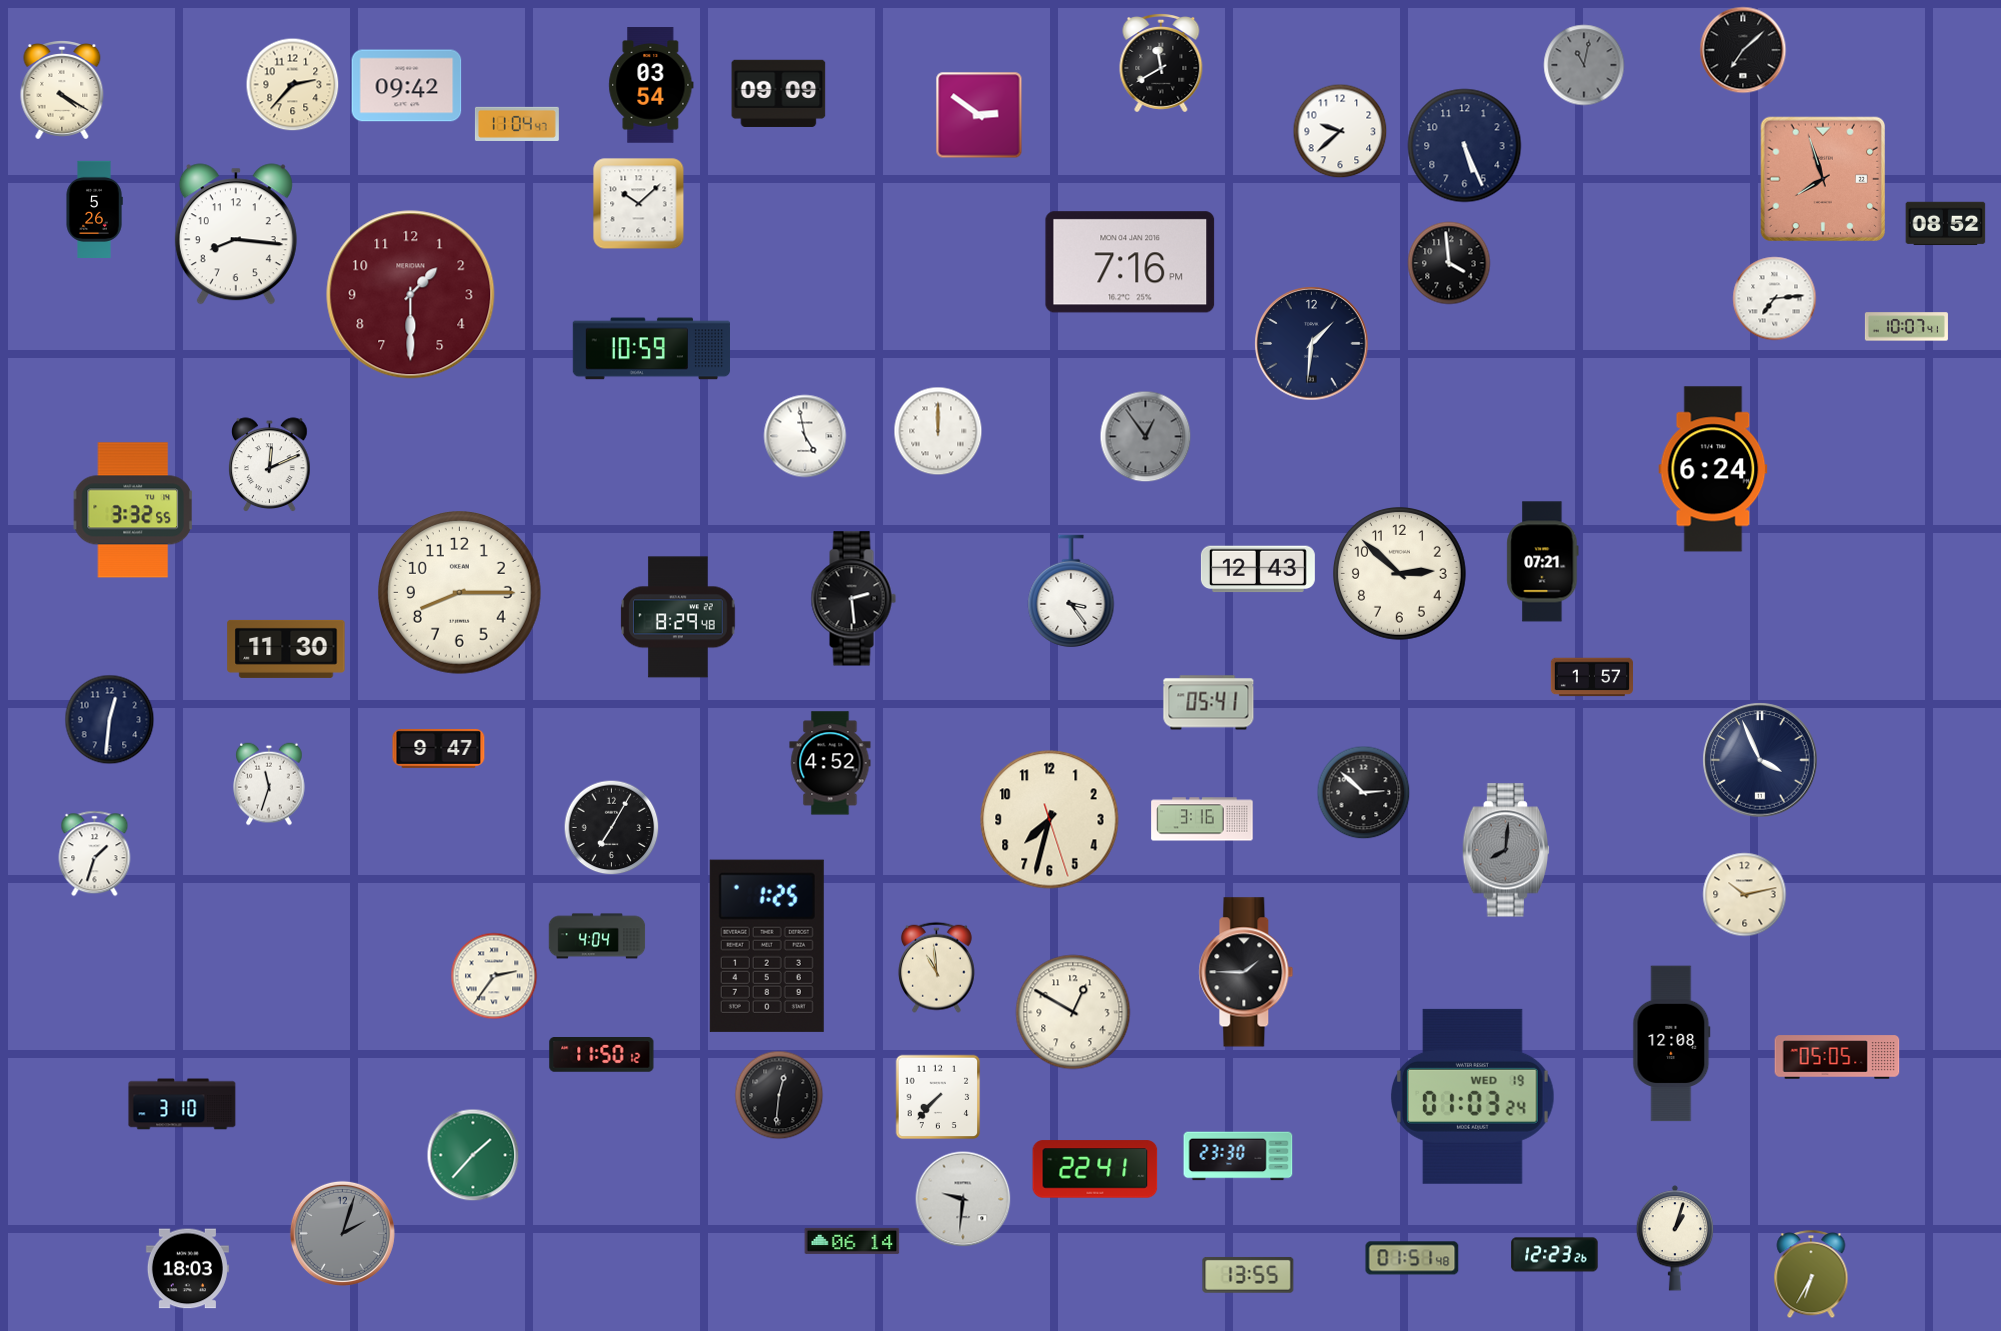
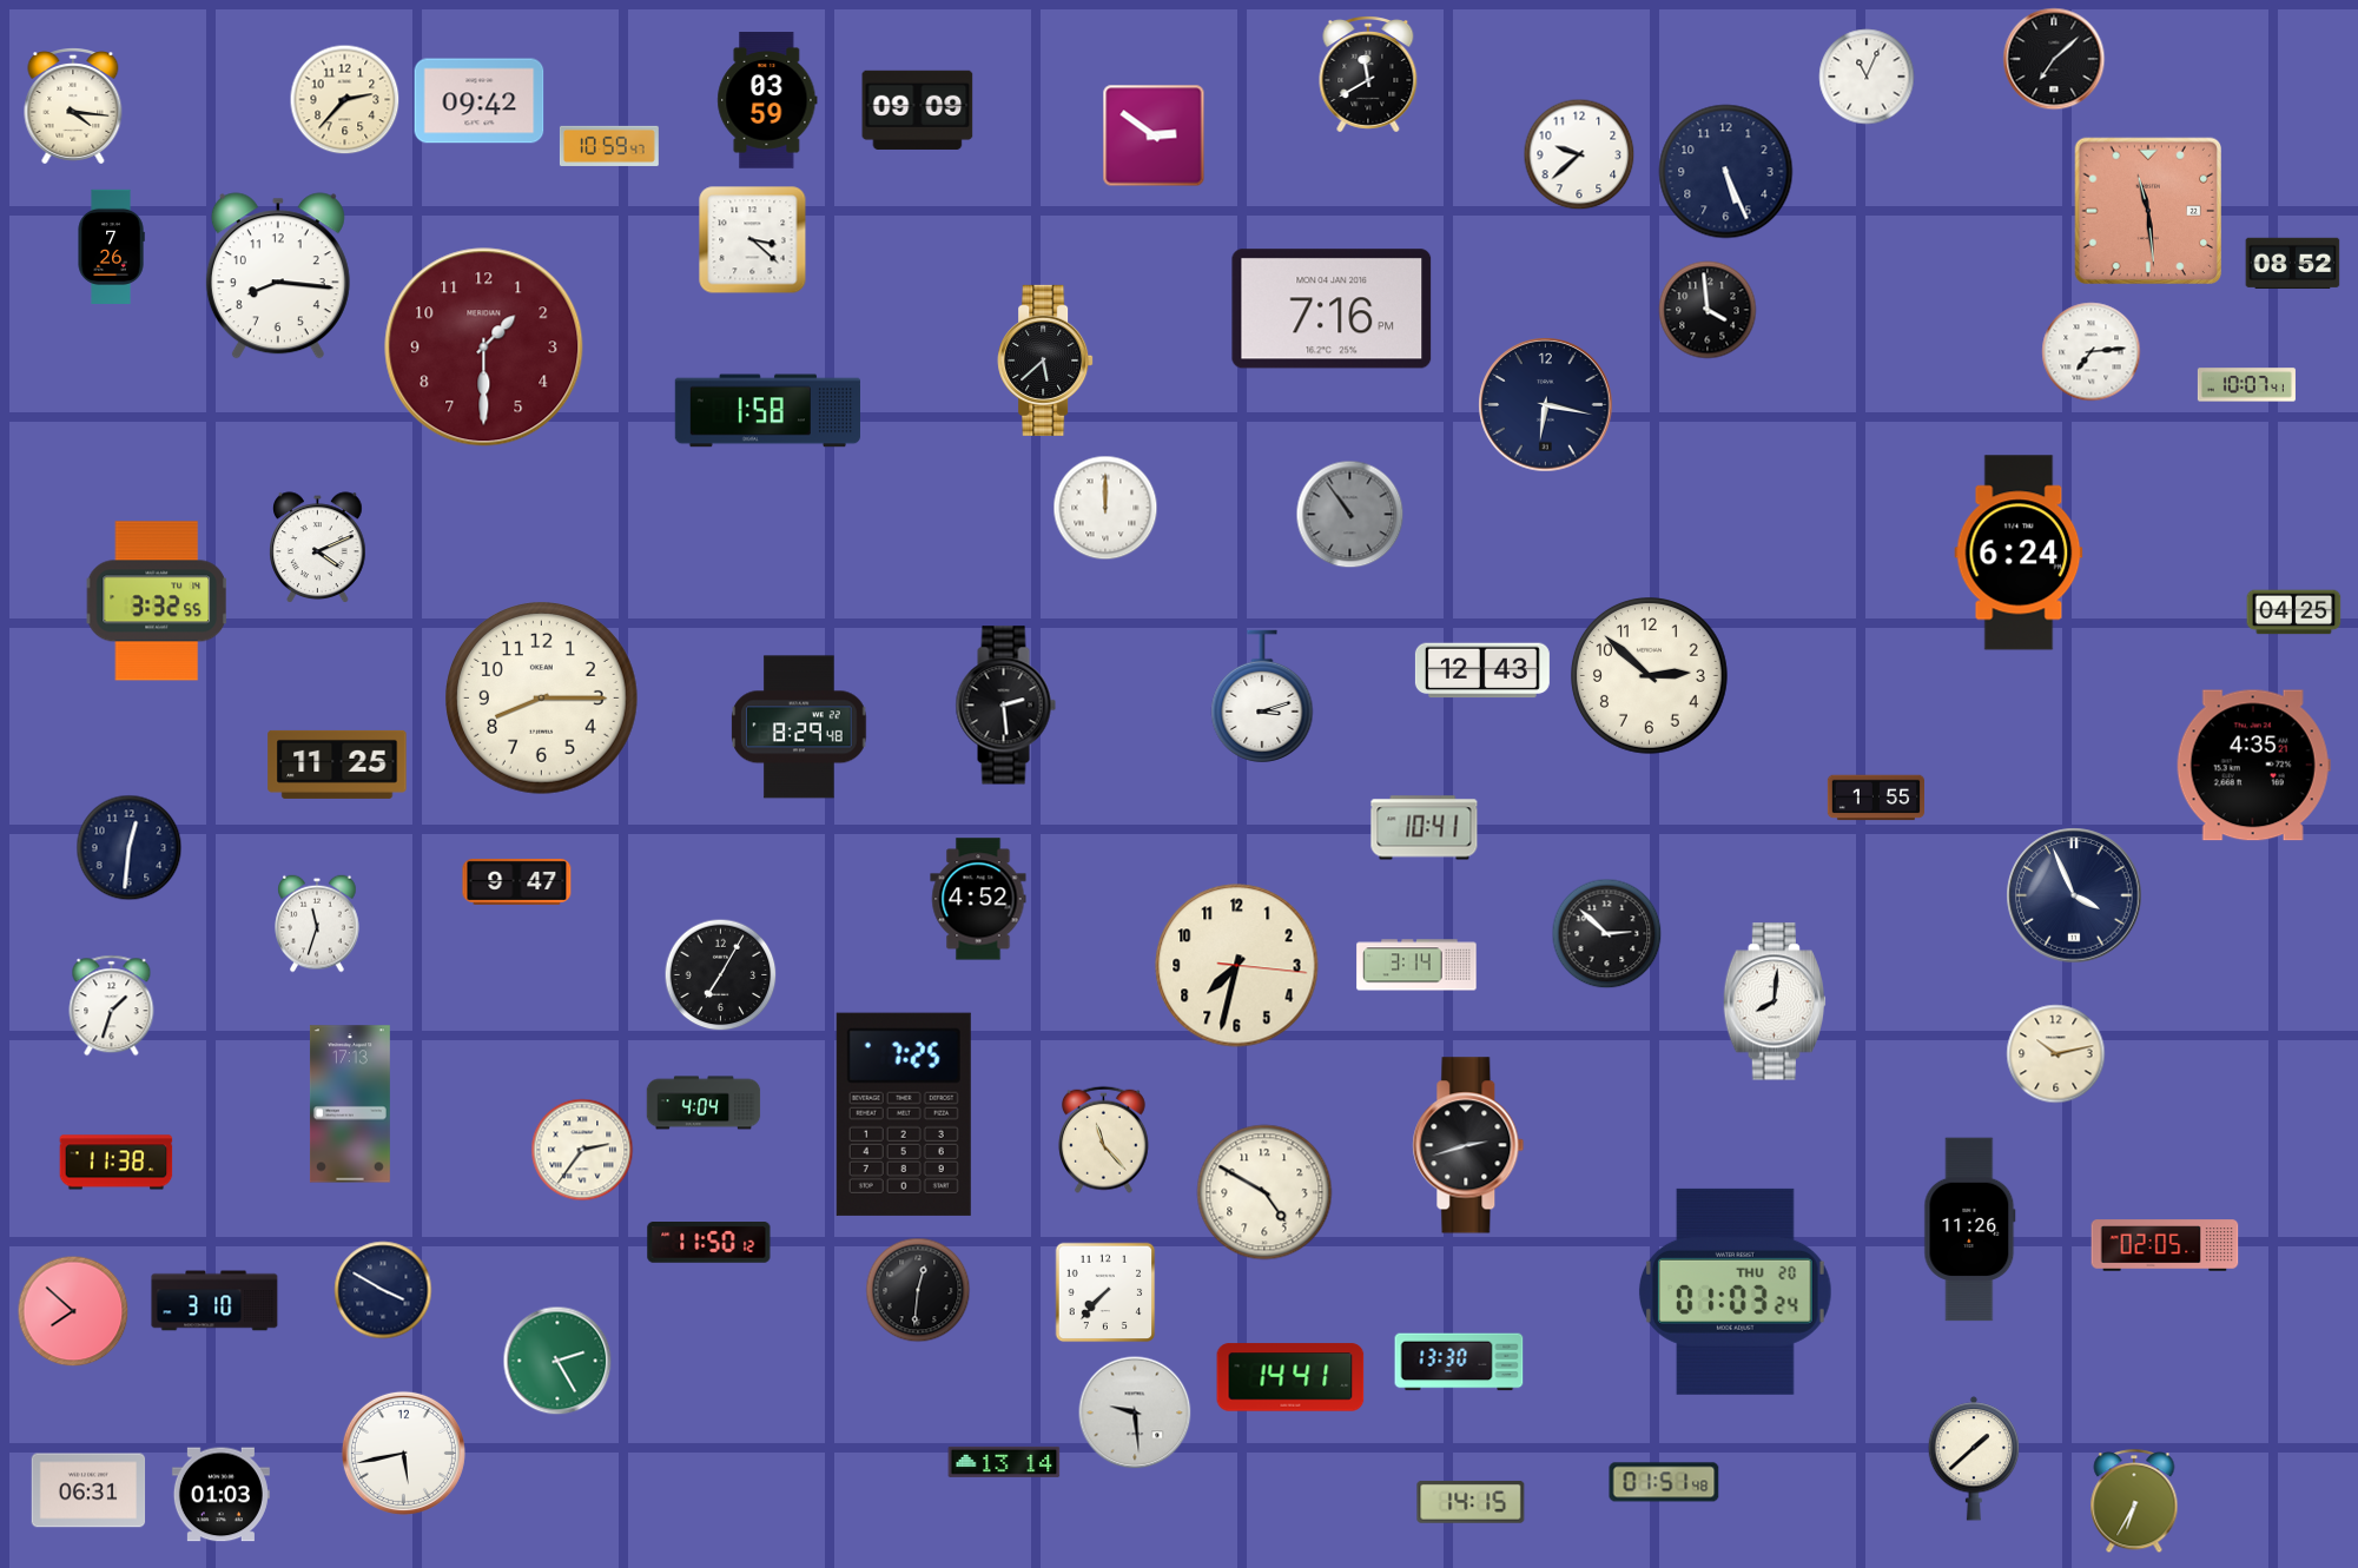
clock at (1584, 65): 11:02 -> 11:04
clock at (1584, 65) dial: grey -> white
clock at (651, 85): 03:54 -> 03:59
clock at (62, 91): 4:20 -> 4:16
clock at (517, 124): 11:04 -> 10:59
clock at (1823, 179): 7:57 -> 11:29
clock at (639, 204): 10:08 -> 3:22
clock at (94, 209): 5:26 -> 7:26
clock at (1045, 360): none -> 5:38
clock at (1312, 344): 1:31 -> 6:17
clock at (651, 349): 10:59 -> 1:58
clock at (805, 436): 4:58 -> none
clock at (1146, 437): 12:54 -> 10:54
clock at (270, 464): 12:11 -> 4:11
clock at (2294, 613): none -> 04:25
clock at (1543, 562): 07:21 -> none
clock at (1071, 591): 3:24 -> 3:12
clock at (286, 649): 11:30 -> 11:25
clock at (2253, 766): none -> 4:35
clock at (1591, 677): 1:57 -> 1:55
clock at (1209, 703): 05:41 -> 10:41
clock at (1202, 819): 3:16 -> 3:14
clock at (1050, 820): 7:32:27 -> 7:32:16
clock at (1506, 850) dial: grey -> white
clock at (350, 1104): none -> 17:13
clock at (767, 946): 1:25 -> 7:25
clock at (936, 967): 10:59 -> 11:23
clock at (1246, 972): 1:45 -> 2:42
clock at (117, 1163): none -> 11:38
clock at (1073, 1012): 12:50 -> 4:50
clock at (1672, 1044): 12:08 -> 11:26
clock at (1837, 1057): 05:05 -> 02:05
clock at (383, 1290): none -> 3:50
clock at (1472, 1096) date: WED 19 -> THU 20
clock at (73, 1311): none -> 7:52
clock at (473, 1155): 1:37 -> 2:25
clock at (1238, 1156): 23:30 -> 13:30
clock at (1095, 1169): 22:41 -> 14:41
clock at (963, 1199): 9:31 -> 9:29
clock at (342, 1233): 2:03 -> 5:43
clock at (342, 1233) dial: grey -> white
clock at (1675, 1238): 1:03 -> 1:38
clock at (852, 1241): 06:14 -> 13:14
clock at (1555, 1255): 12:23 -> none
clock at (88, 1490): none -> 06:31
clock at (187, 1269): 18:03 -> 01:03
clock at (1248, 1275): 13:55 -> 14:15
